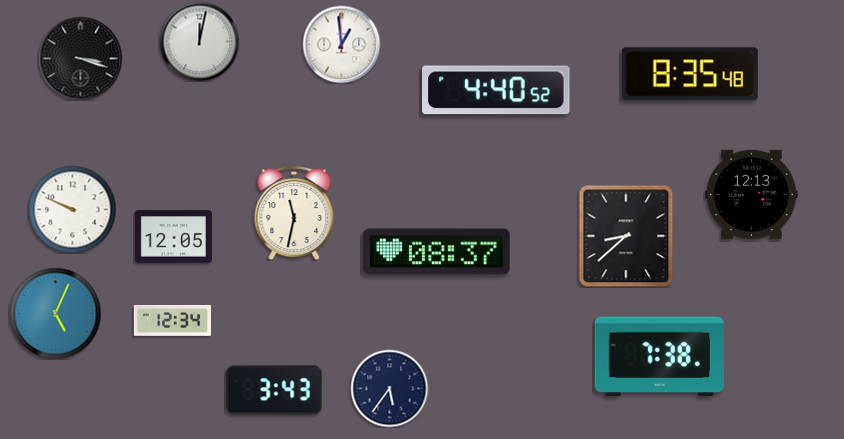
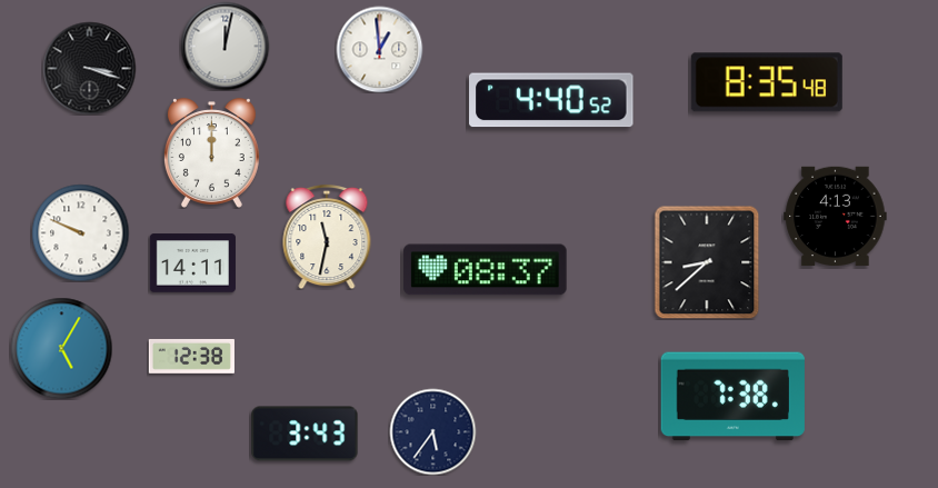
clock at (199, 41) position: (199, 41) -> (224, 46)
clock at (80, 58) position: (80, 58) -> (89, 68)
clock at (211, 153): none -> 12:00
clock at (752, 194): 12:13 -> 4:13
clock at (626, 236) position: (626, 236) -> (707, 262)
clock at (173, 237): 12:05 -> 14:11
clock at (437, 252) position: (437, 252) -> (486, 270)
clock at (55, 313): 5:04 -> 5:05
clock at (172, 320): 12:34 -> 12:38
